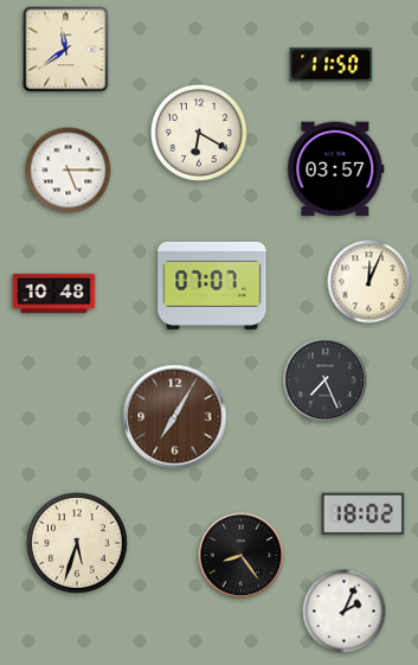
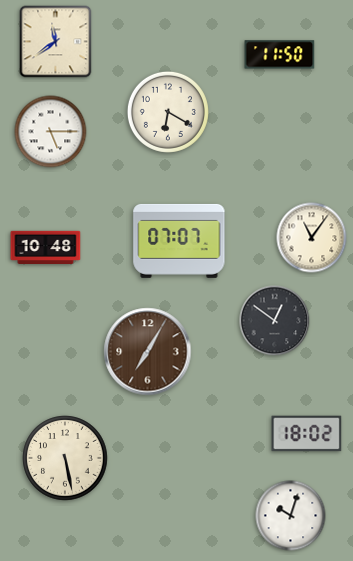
clock at (336, 170): 03:57 -> none
clock at (69, 171) position: (69, 171) -> (51, 132)
clock at (369, 282): 12:04 -> 11:06
clock at (326, 381): 7:26 -> 12:51
clock at (77, 543): 5:33 -> 5:28
clock at (242, 556): 8:24 -> none
clock at (345, 612): 2:04 -> 10:03
